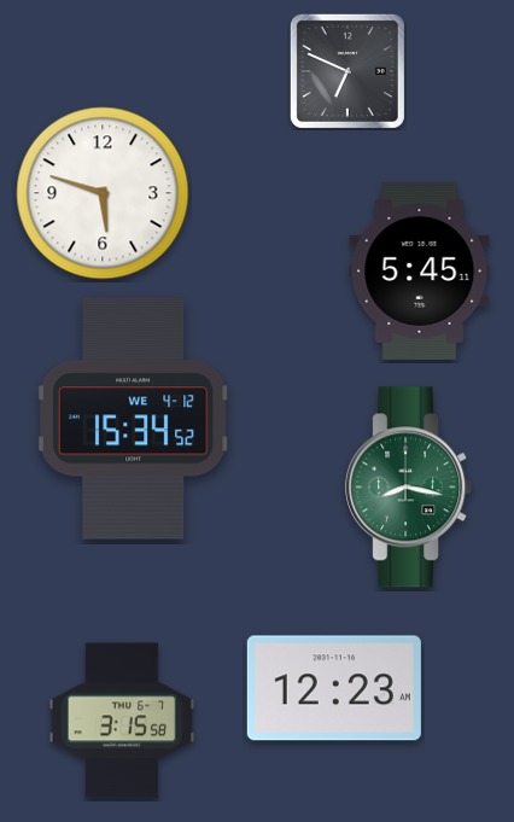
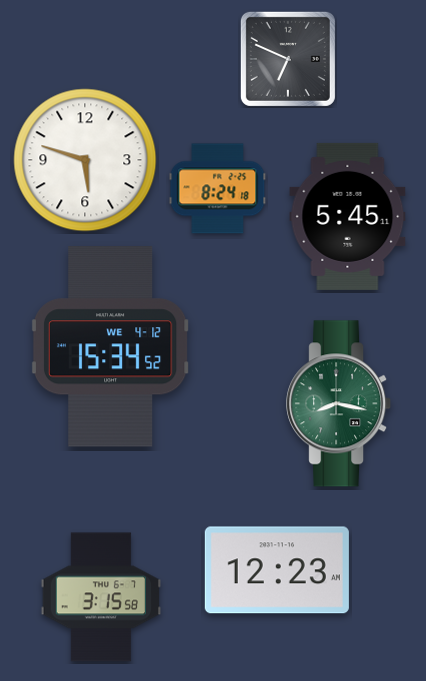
clock at (218, 189): none -> 8:24
clock at (420, 270) position: (420, 270) -> (348, 216)
